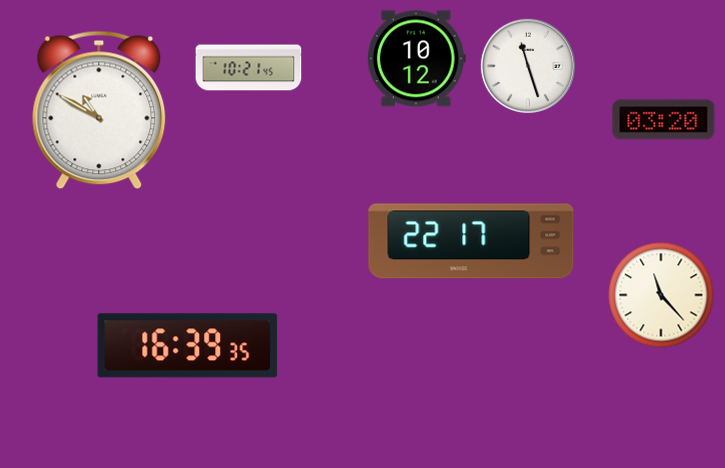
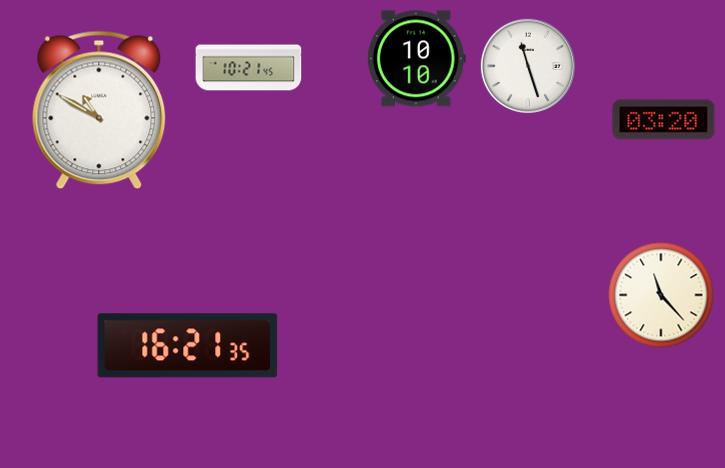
clock at (416, 59): 10:12 -> 10:10
clock at (471, 241): 22:17 -> none
clock at (188, 346): 16:39 -> 16:21
